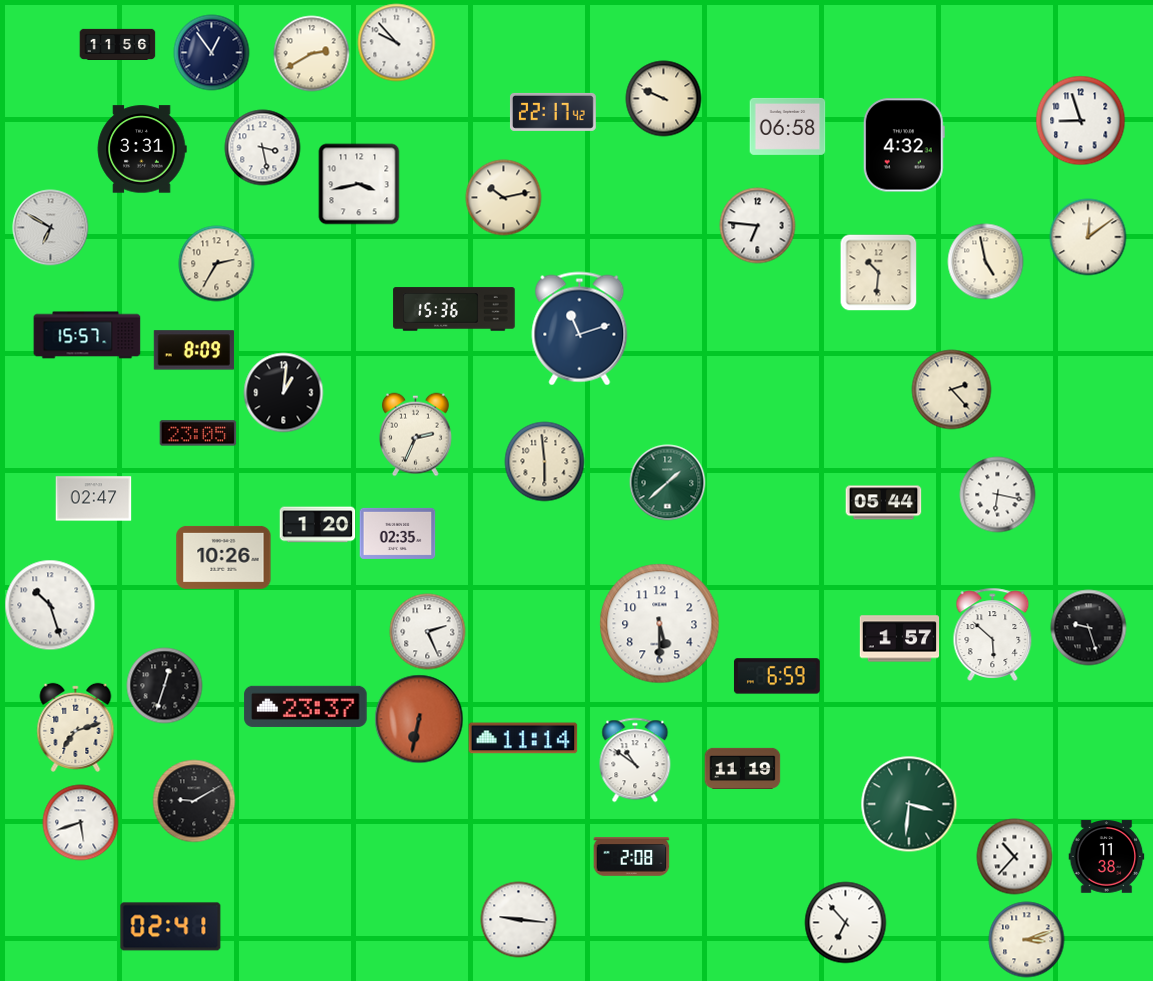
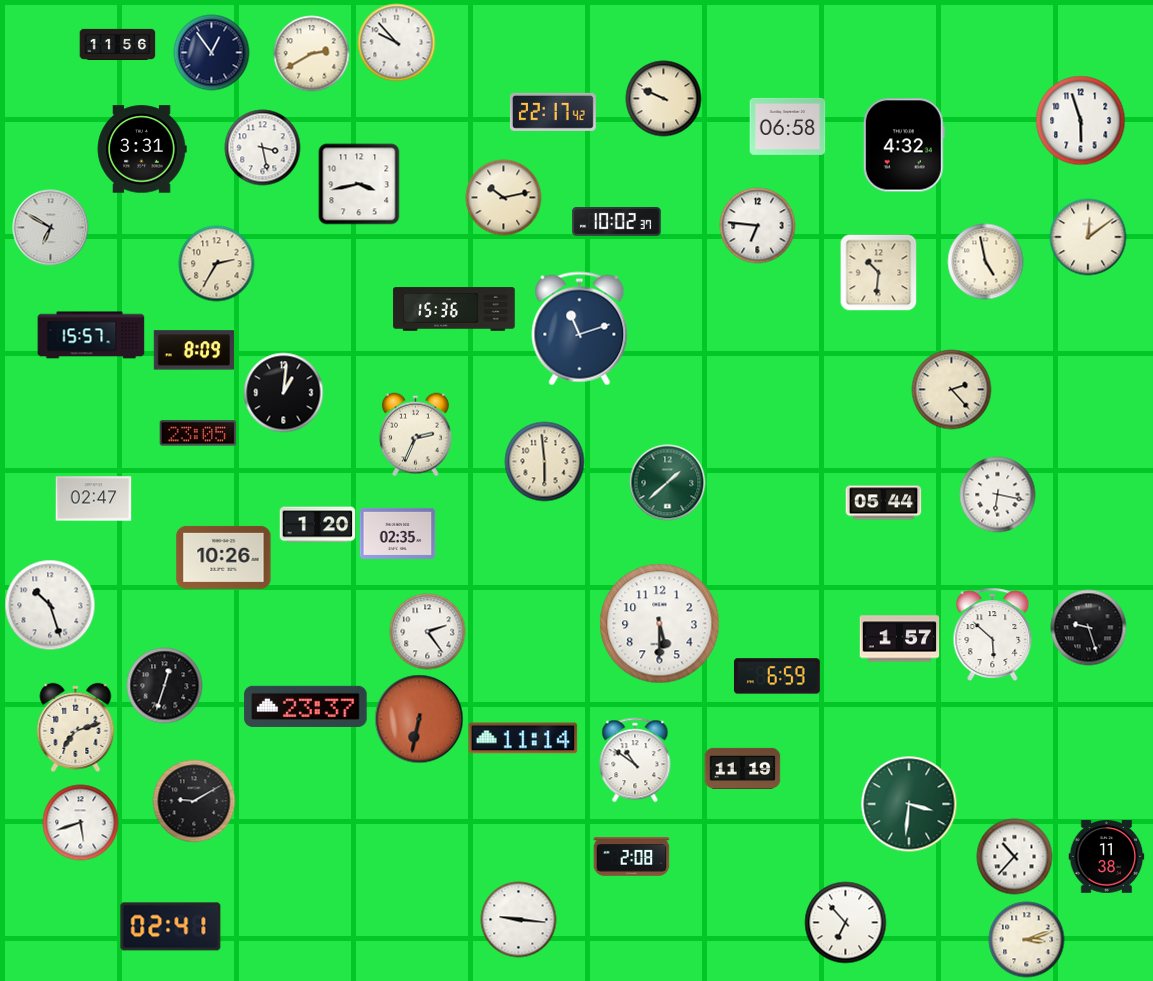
clock at (1081, 121): 8:57 -> 5:57
clock at (617, 222): none -> 10:02
clock at (87, 335) position: (87, 335) -> (91, 335)
clock at (428, 632): 2:26 -> 2:24
